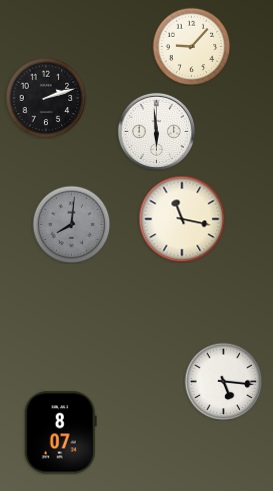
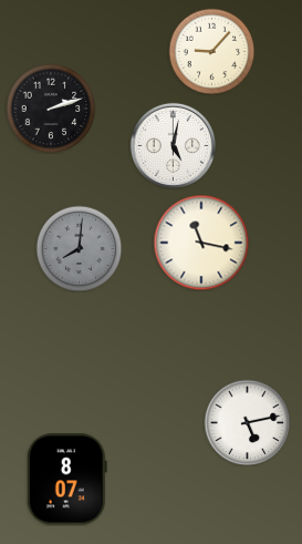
clock at (156, 131): 5:59 -> 5:02
clock at (223, 381): 5:16 -> 5:13
